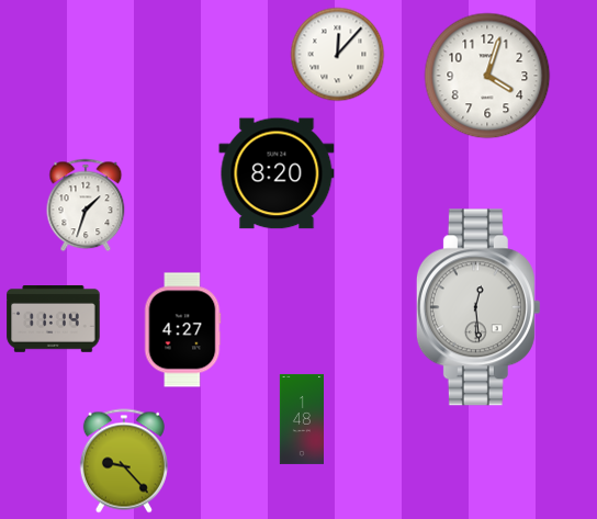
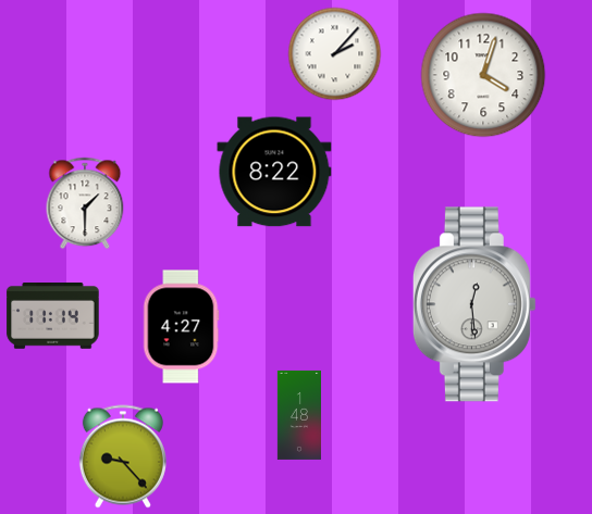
clock at (338, 55): 12:07 -> 2:07
clock at (277, 173): 8:20 -> 8:22
clock at (86, 205): 1:33 -> 1:30
